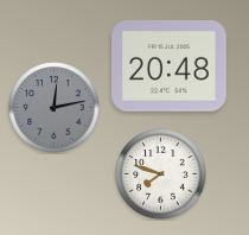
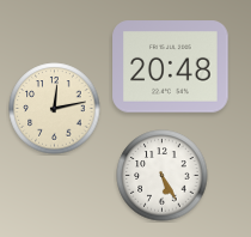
clock at (55, 108) dial: grey -> cream
clock at (161, 174): 7:48 -> 5:25
